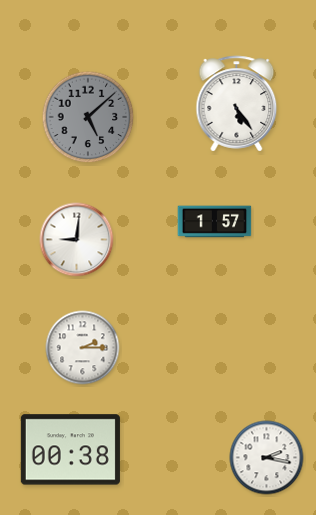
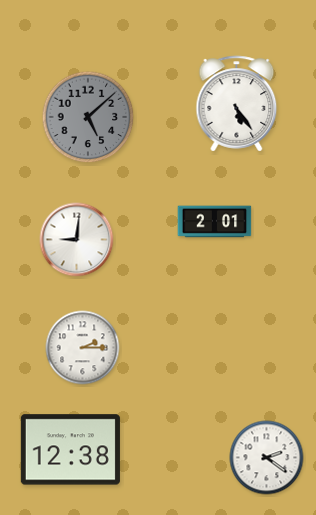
clock at (215, 222): 1:57 -> 2:01
clock at (70, 450): 00:38 -> 12:38
clock at (267, 458): 2:17 -> 2:21
